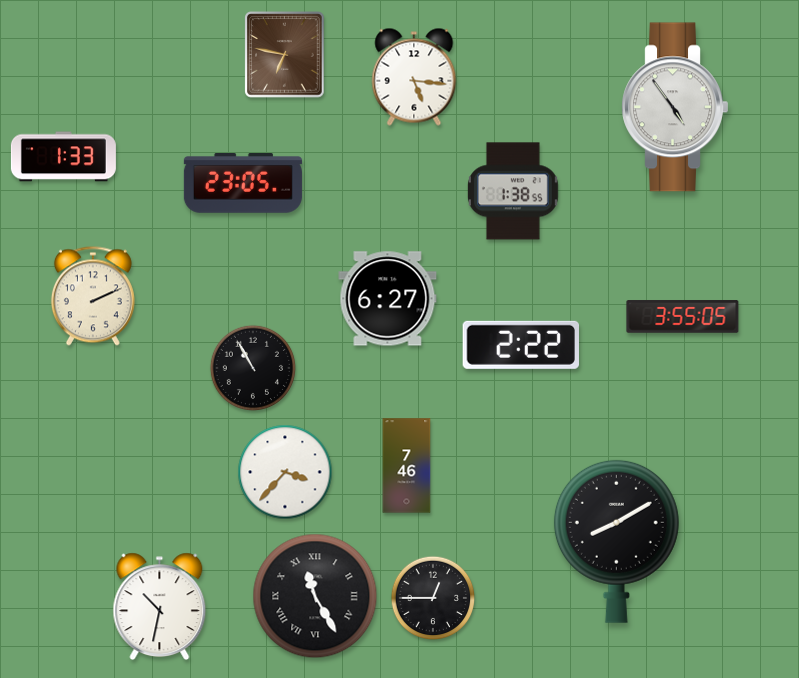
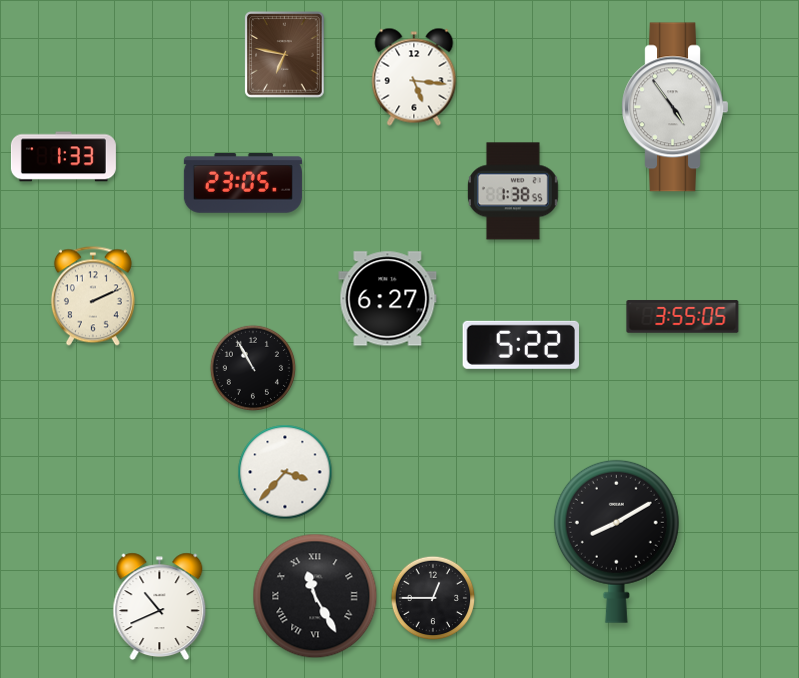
clock at (520, 345): 2:22 -> 5:22
clock at (407, 466): 7:46 -> none
clock at (160, 607): 10:32 -> 10:41
